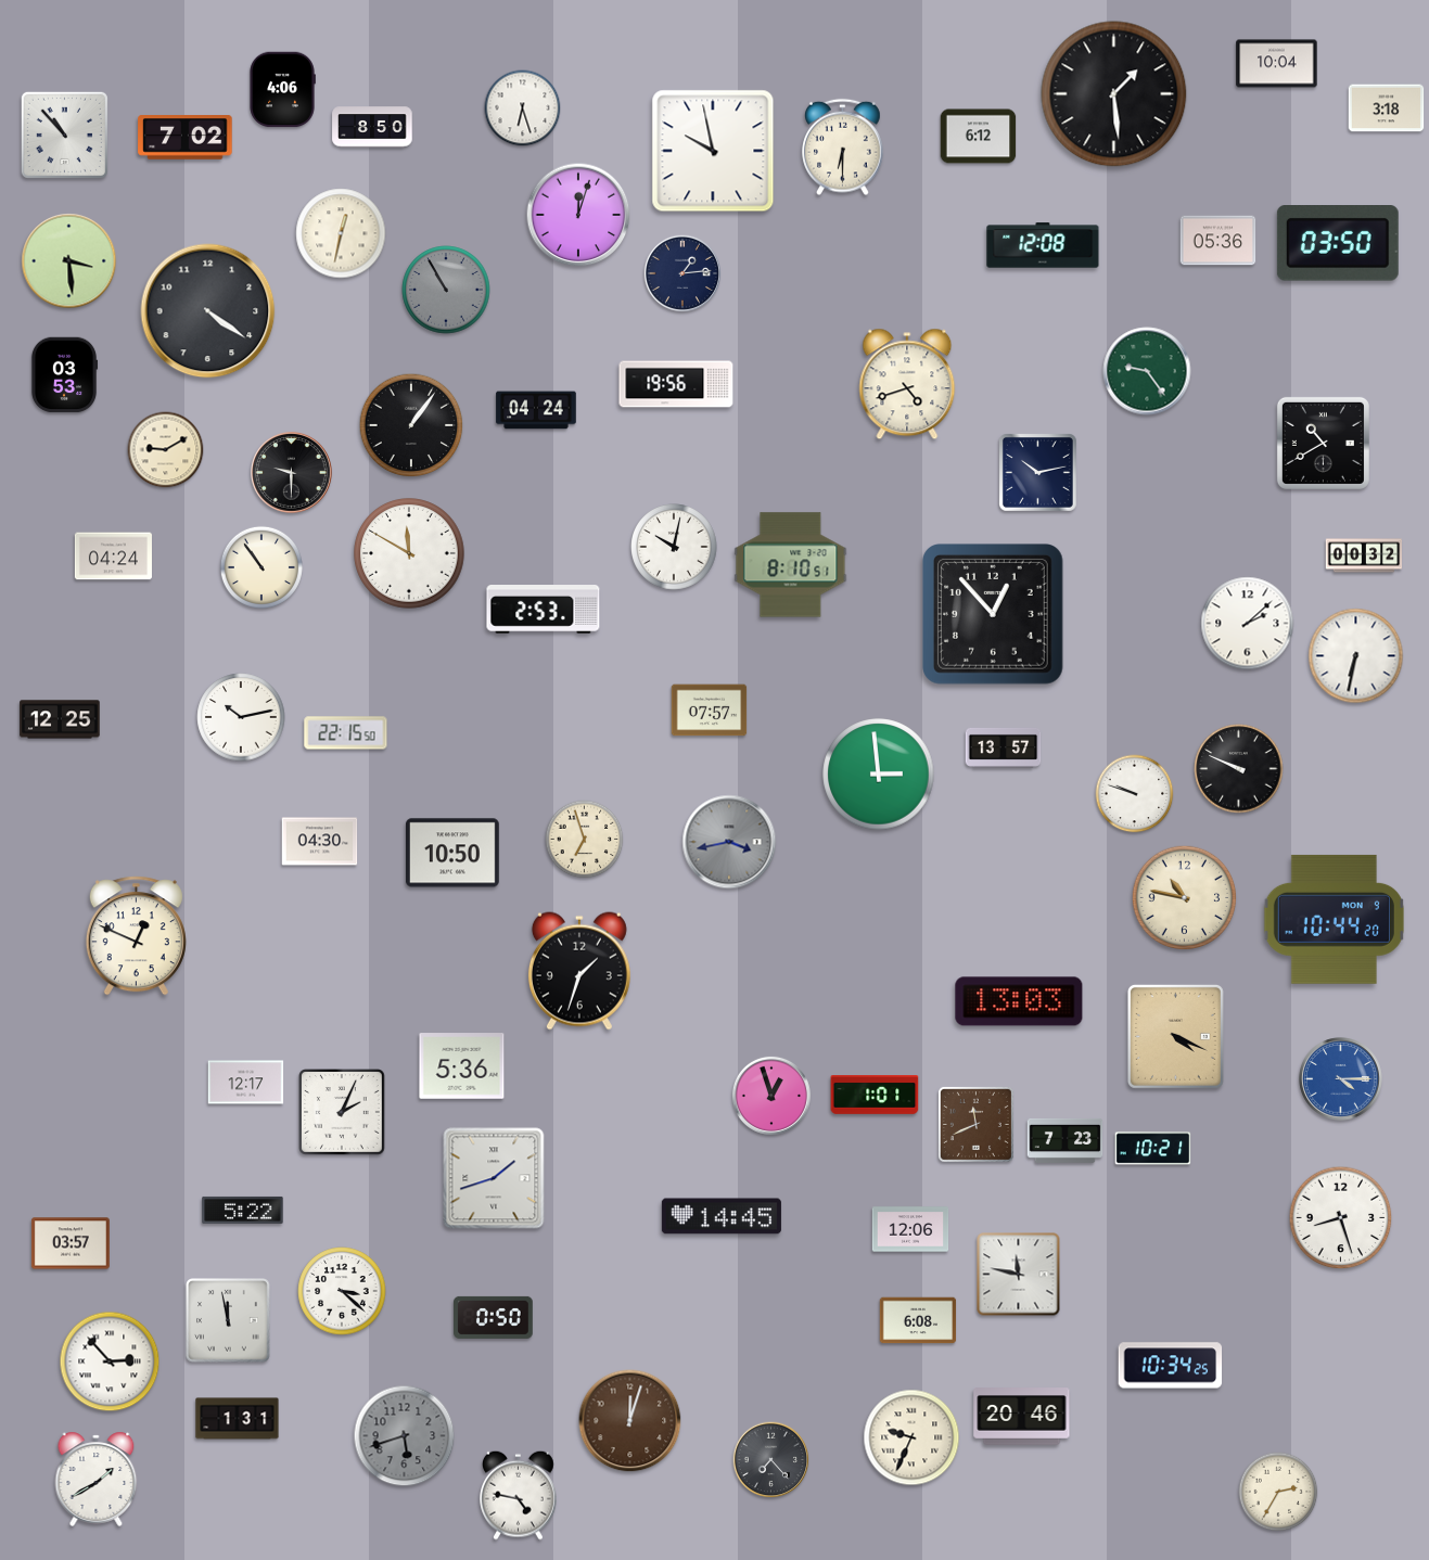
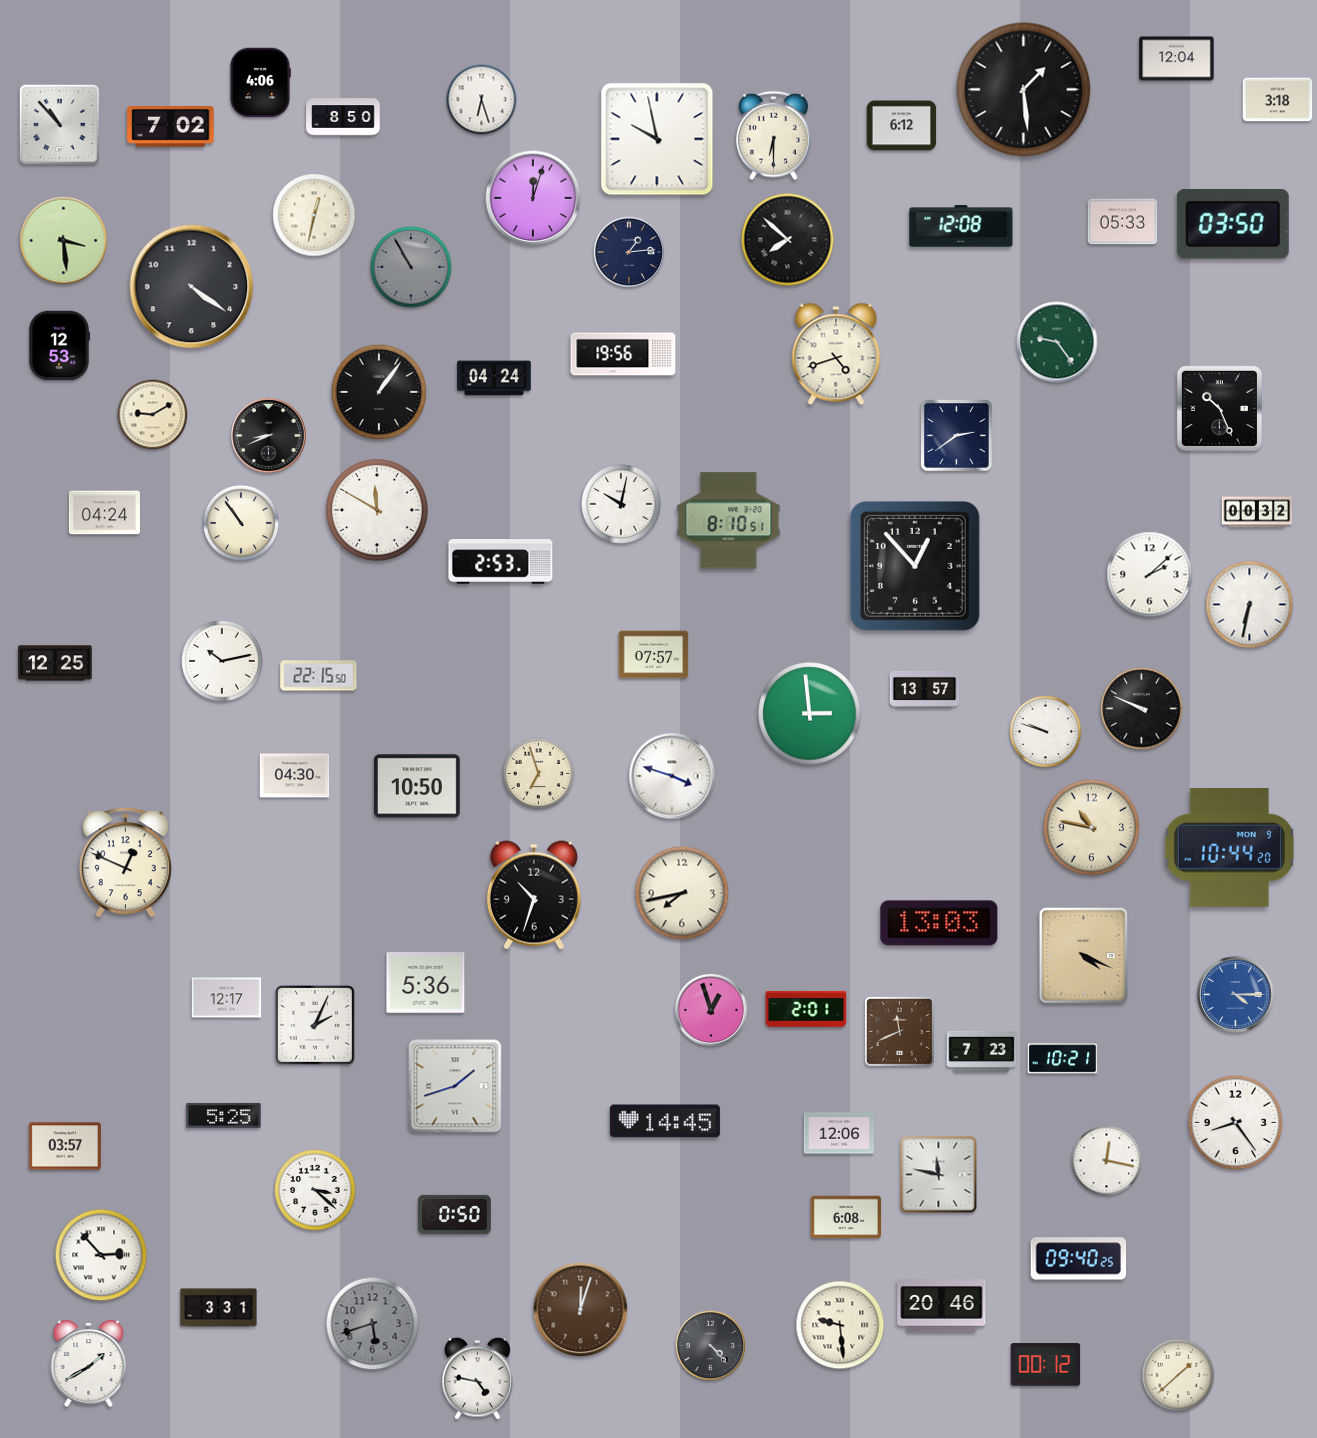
clock at (1277, 64): 10:04 -> 12:04
clock at (1114, 94) position: (1114, 94) -> (1024, 90)
clock at (843, 148) position: (843, 148) -> (774, 136)
clock at (1219, 241): 05:36 -> 05:33
clock at (788, 240): none -> 7:52
clock at (64, 375): 03:53 -> 12:53
clock at (1323, 443): 10:40 -> 10:26
clock at (292, 473): 9:30 -> 8:41
clock at (1038, 473): 10:13 -> 2:39
clock at (729, 842): 3:43 -> 3:48
clock at (729, 842) dial: grey -> white
clock at (682, 893): none -> 7:43
clock at (579, 971): 1:33 -> 10:33
clock at (875, 1096): 1:01 -> 2:01
clock at (975, 1124) position: (975, 1124) -> (899, 1031)
clock at (243, 1210): 5:22 -> 5:25
clock at (1341, 1218): 8:27 -> 8:24
clock at (1107, 1161): none -> 12:17
clock at (228, 1320): 11:58 -> none
clock at (1171, 1366): 10:34 -> 09:40
clock at (238, 1419): 1:31 -> 3:31
clock at (911, 1437): 9:34 -> 9:29
clock at (771, 1460): 7:23 -> 4:23
clock at (1046, 1365): none -> 00:12
clock at (1278, 1492): 2:35 -> 1:38
